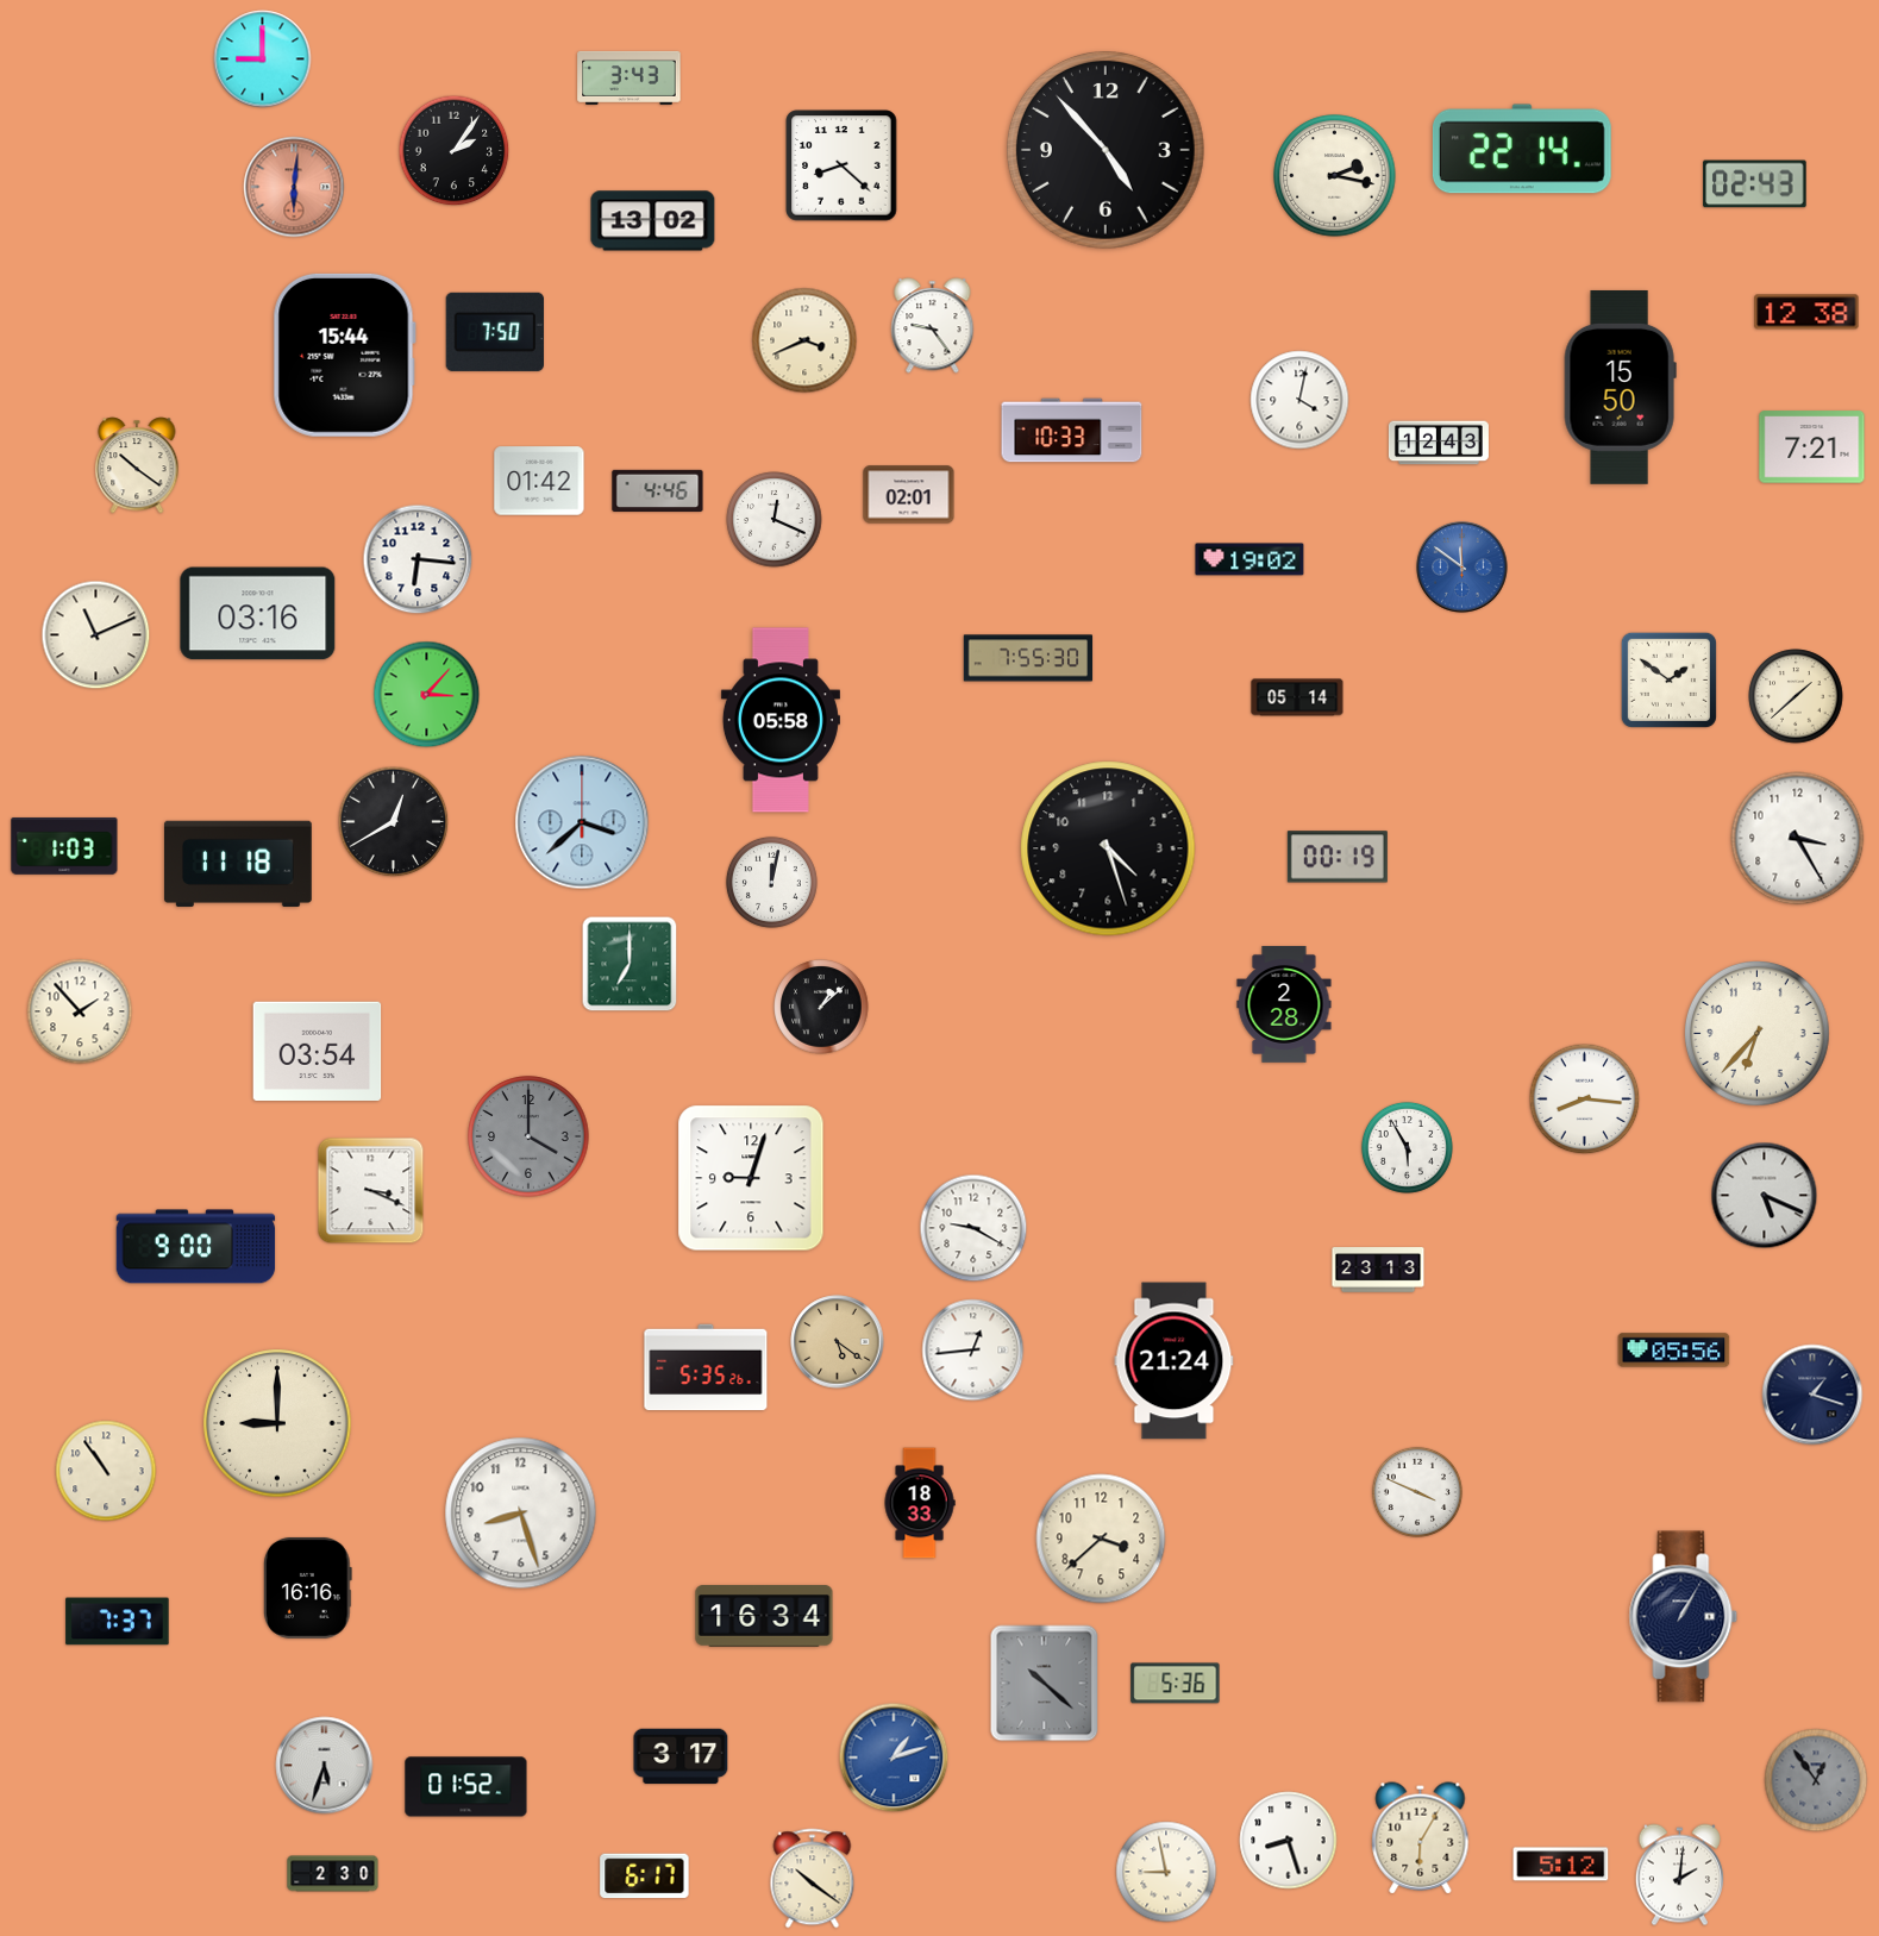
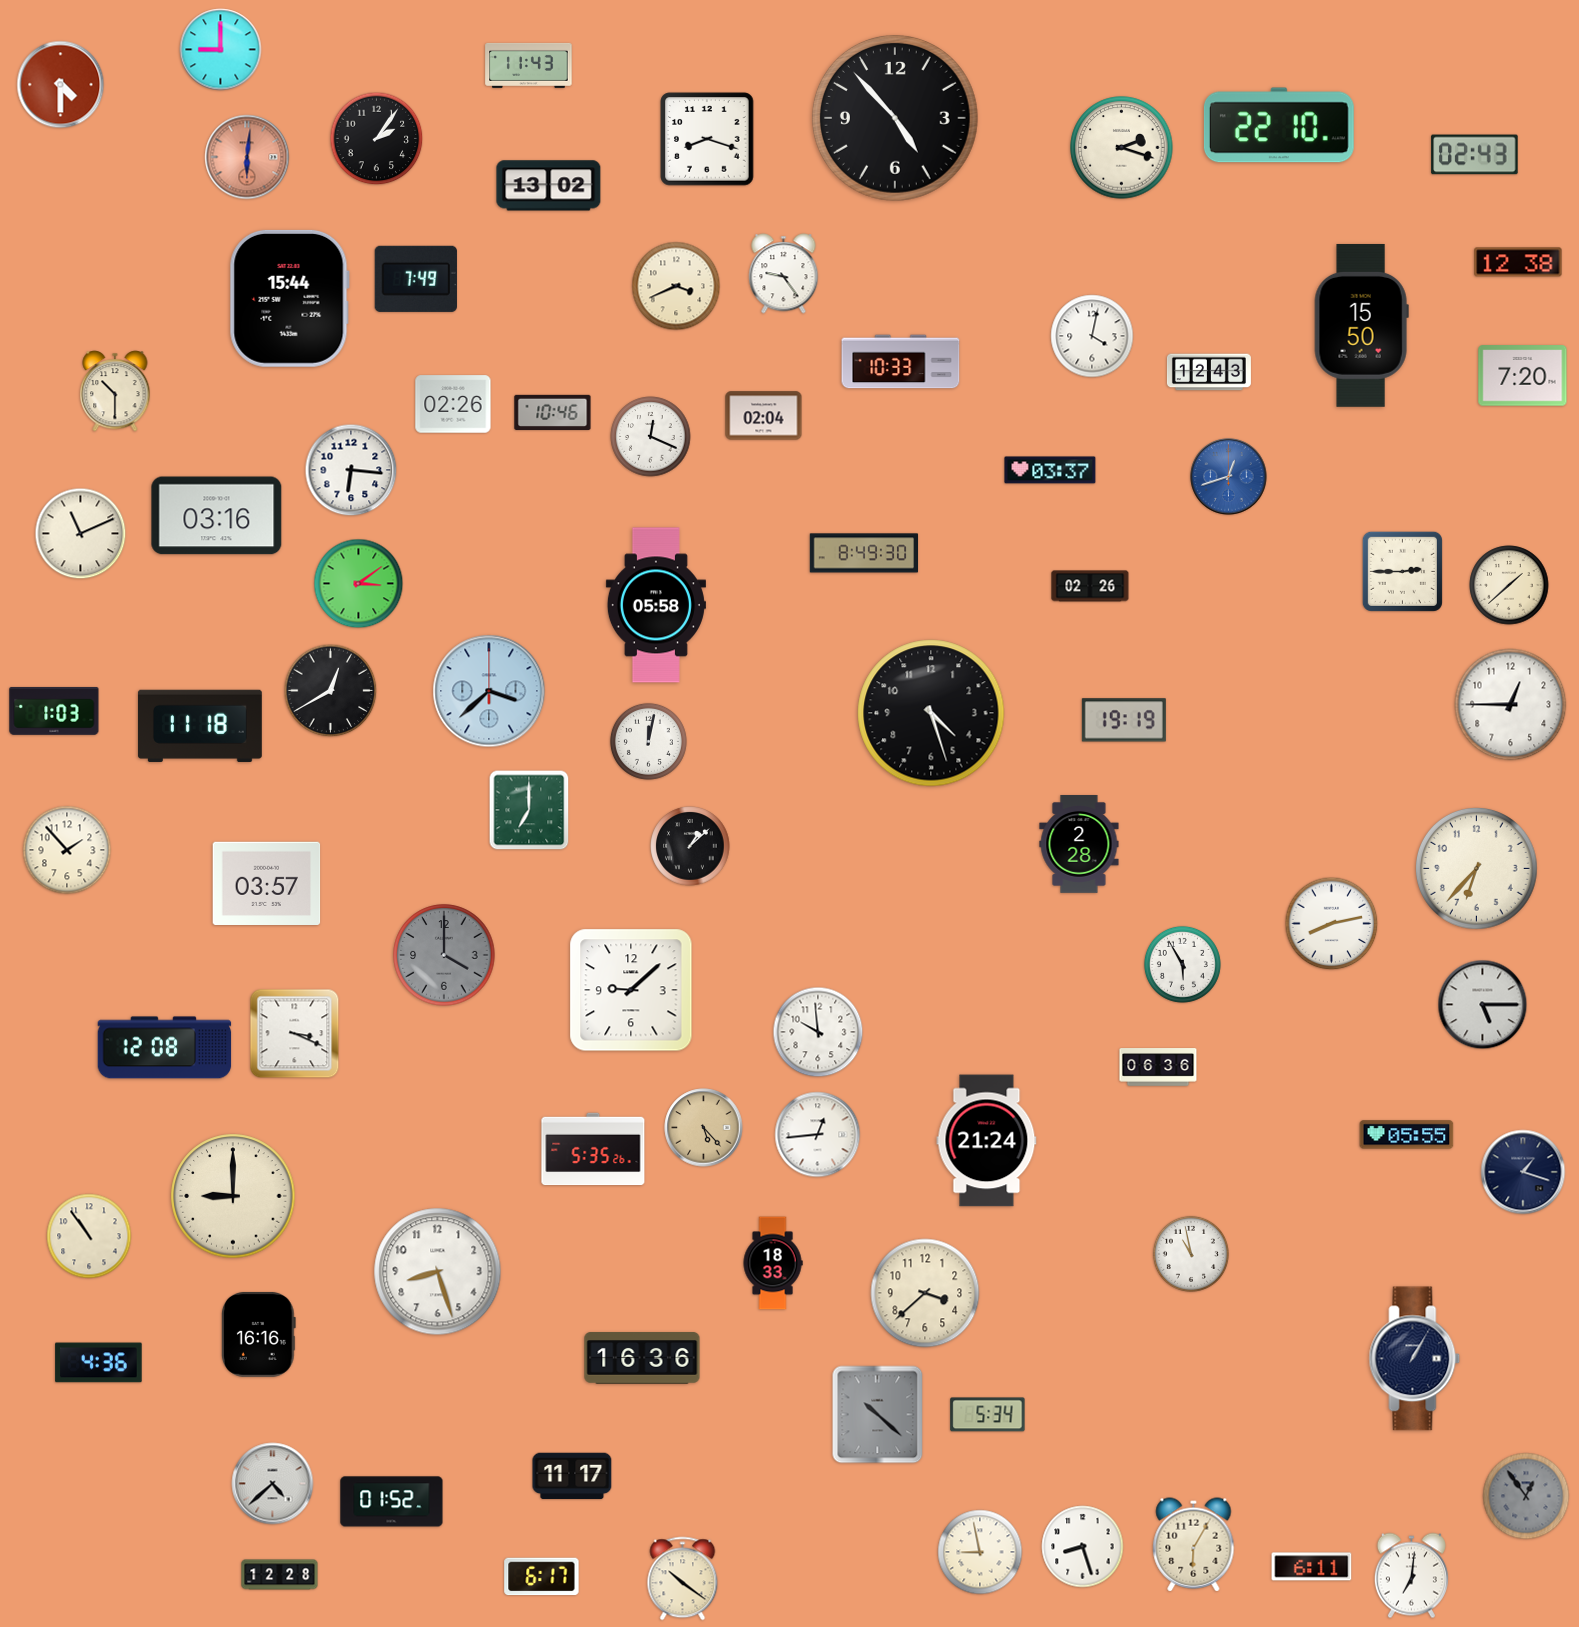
clock at (630, 77): 3:43 -> 11:43
clock at (61, 85): none -> 4:30
clock at (1522, 149): 22:14 -> 22:10
clock at (455, 151) position: (455, 151) -> (377, 139)
clock at (1107, 151) position: (1107, 151) -> (896, 119)
clock at (841, 165): 8:22 -> 8:18
clock at (1335, 176): 2:17 -> 2:18
clock at (495, 332): 7:50 -> 7:49
clock at (1812, 447): 7:21 -> 7:20
clock at (137, 465): 10:21 -> 10:30
clock at (539, 481): 01:42 -> 02:26
clock at (658, 490): 4:46 -> 10:46
clock at (909, 495): 02:01 -> 02:04
clock at (1249, 559): 19:02 -> 03:37
clock at (1463, 568): 11:51 -> 12:42
clock at (1028, 658): 7:55 -> 8:49
clock at (1668, 679): 1:51 -> 2:45
clock at (427, 695): 3:07 -> 3:09
clock at (1297, 697): 05:14 -> 02:26
clock at (1798, 839): 3:25 -> 12:45
clock at (1338, 857): 00:19 -> 19:19
clock at (318, 1051): 03:54 -> 03:57
clock at (1585, 1099): 8:16 -> 8:13
clock at (751, 1178): 9:03 -> 9:08
clock at (371, 1191) position: (371, 1191) -> (295, 1034)
clock at (1765, 1196): 5:19 -> 5:15
clock at (973, 1228): 9:20 -> 9:59
clock at (196, 1247): 9:00 -> 12:08
clock at (1378, 1270): 23:13 -> 06:36
clock at (838, 1342): 5:21 -> 5:23
clock at (1674, 1351): 05:56 -> 05:55
clock at (1175, 1361) position: (1175, 1361) -> (987, 1141)
clock at (1417, 1492): 3:49 -> 10:58
clock at (764, 1616): 16:34 -> 16:36
clock at (118, 1622): 7:37 -> 4:36
clock at (1176, 1684): 5:36 -> 5:34
clock at (681, 1756): 3:17 -> 11:17
clock at (894, 1758): 1:12 -> none
clock at (325, 1766): 5:33 -> 4:38
clock at (1561, 1865): 5:12 -> 6:11
clock at (1166, 1872) position: (1166, 1872) -> (980, 1552)
clock at (333, 1874): 2:30 -> 12:28
clock at (1679, 1875): 2:01 -> 7:01
